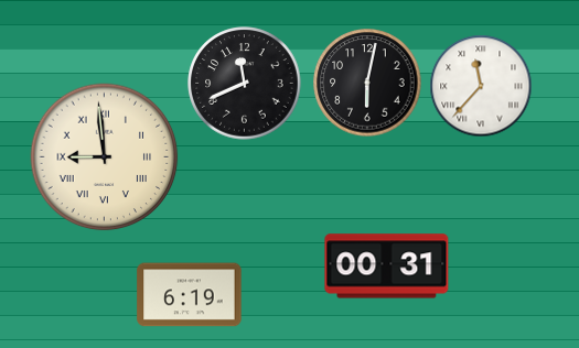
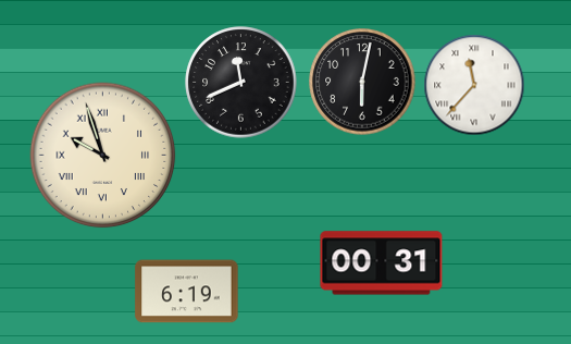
clock at (105, 157): 8:59 -> 9:57
